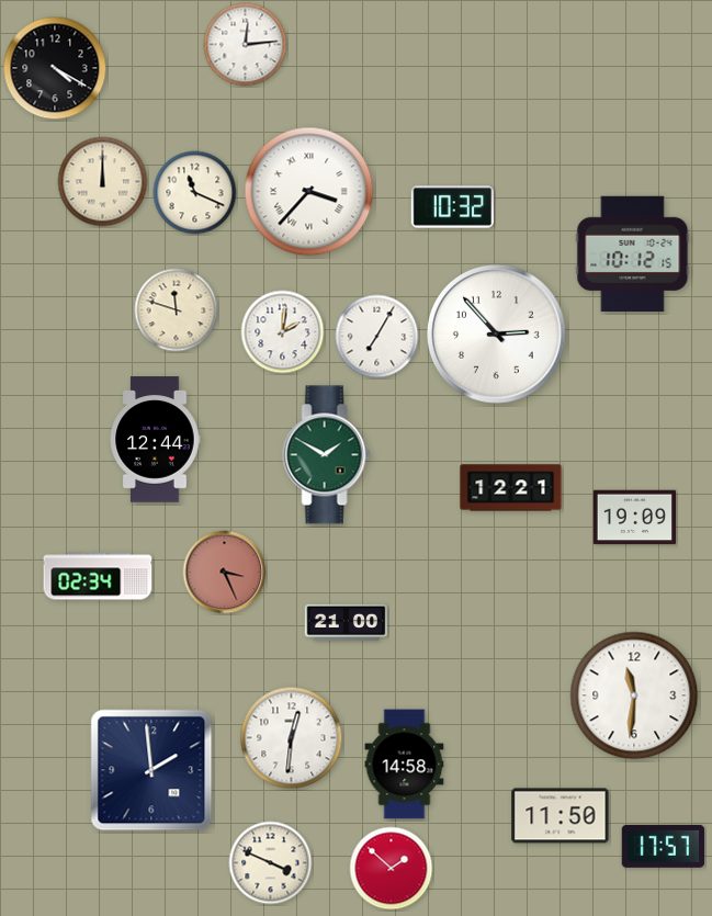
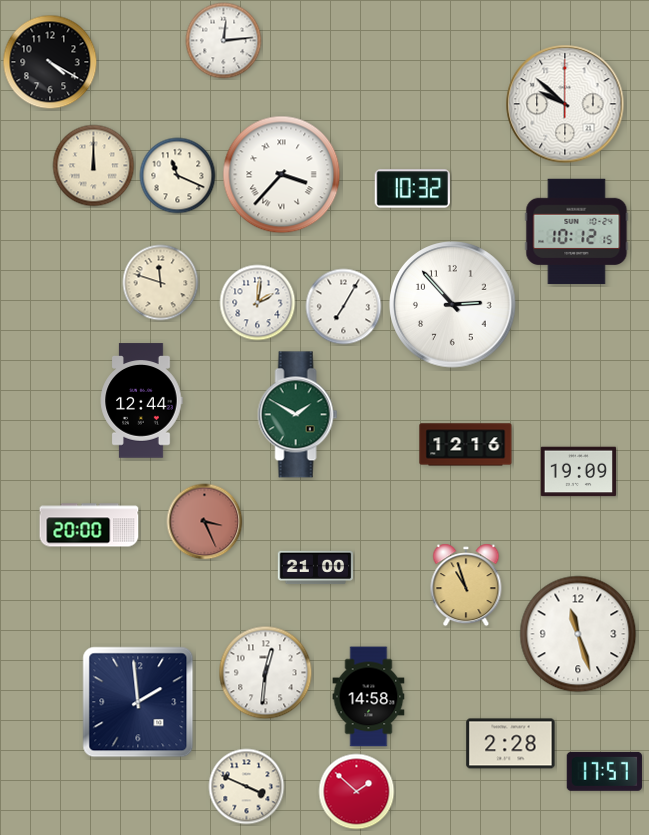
clock at (565, 104): none -> 9:52
clock at (511, 488): 12:21 -> 12:16
clock at (98, 576): 02:34 -> 20:00
clock at (466, 585): none -> 10:57
clock at (634, 696): 11:31 -> 11:27
clock at (561, 816): 11:50 -> 2:28
